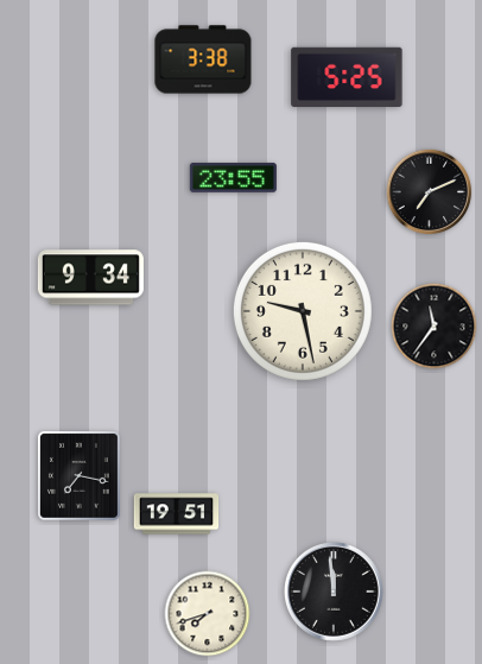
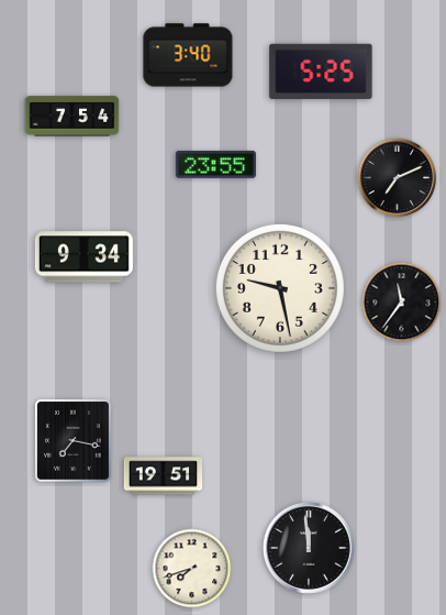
clock at (203, 59): 3:38 -> 3:40
clock at (73, 117): none -> 7:54
